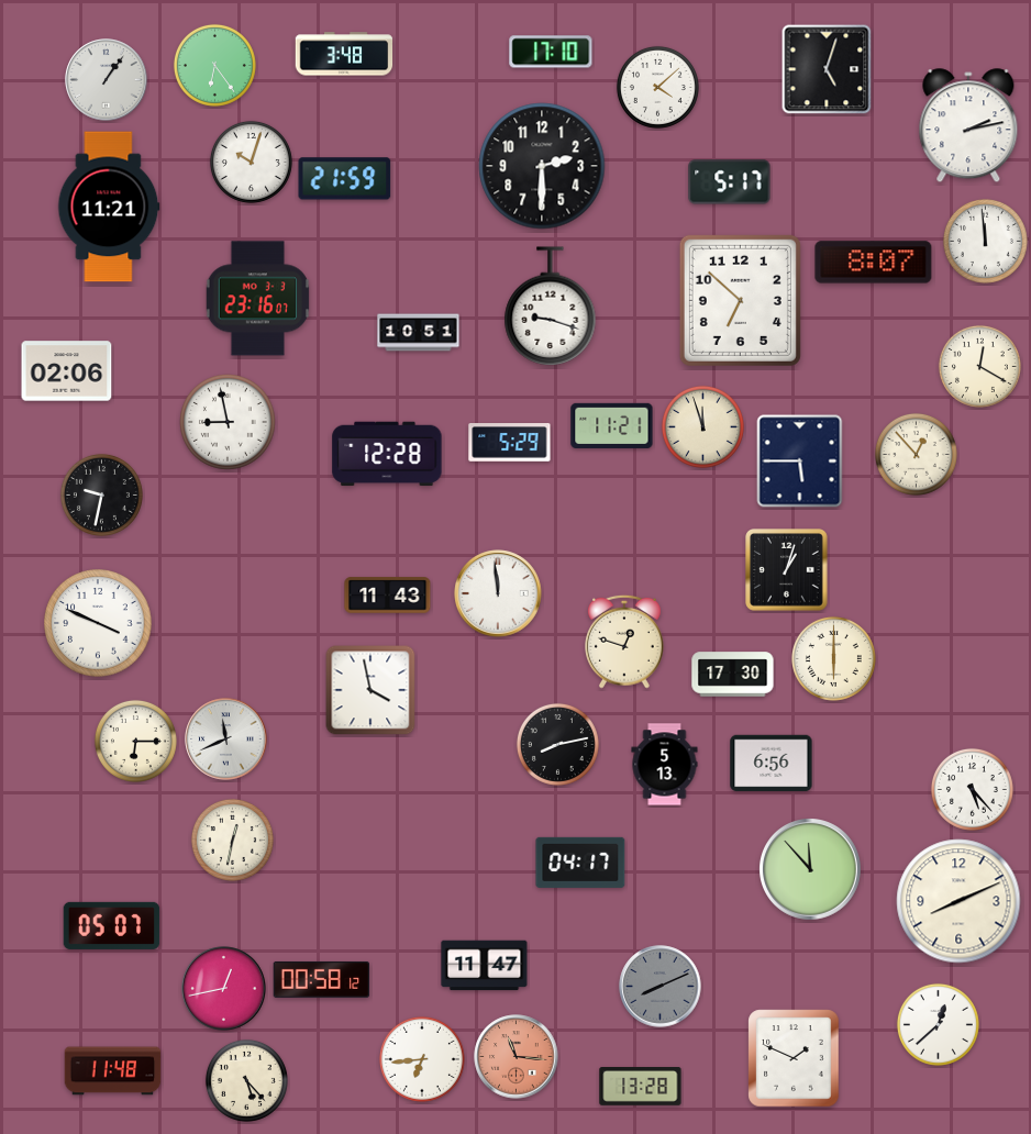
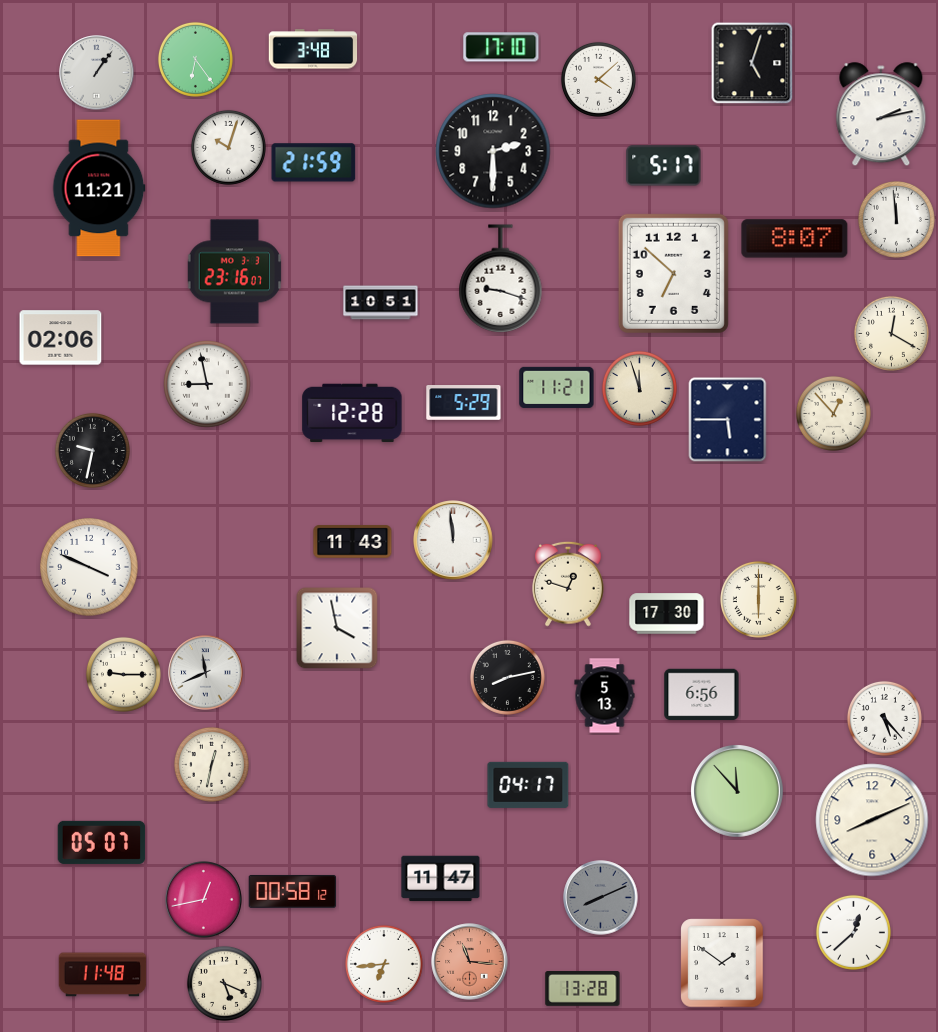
clock at (787, 570): 1:03 -> none
clock at (135, 741): 6:15 -> 9:15
clock at (794, 1058): 1:49 -> 1:51
clock at (246, 1080): 5:23 -> 5:19
